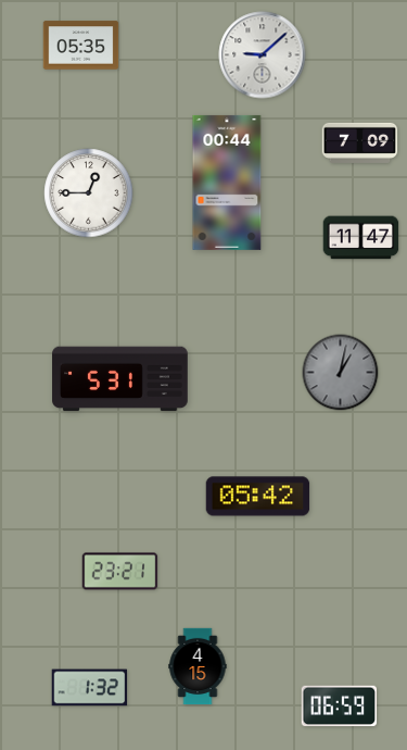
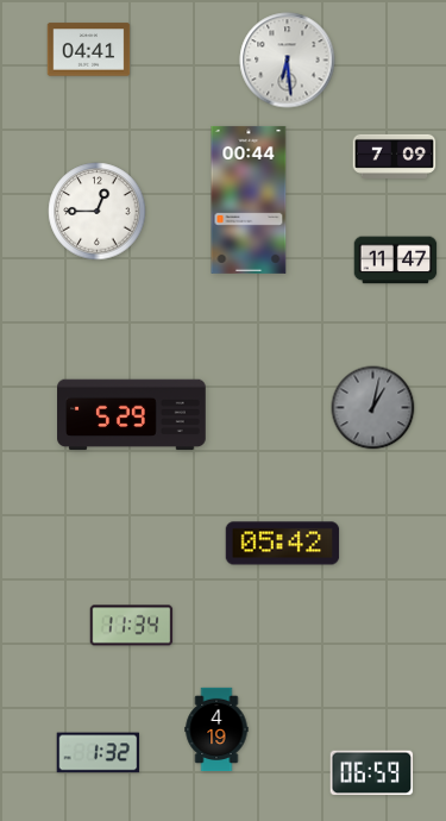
clock at (81, 46): 05:35 -> 04:41
clock at (263, 55): 9:08 -> 6:29
clock at (120, 379): 5:31 -> 5:29
clock at (120, 572): 23:21 -> 11:34
clock at (198, 666): 4:15 -> 4:19
